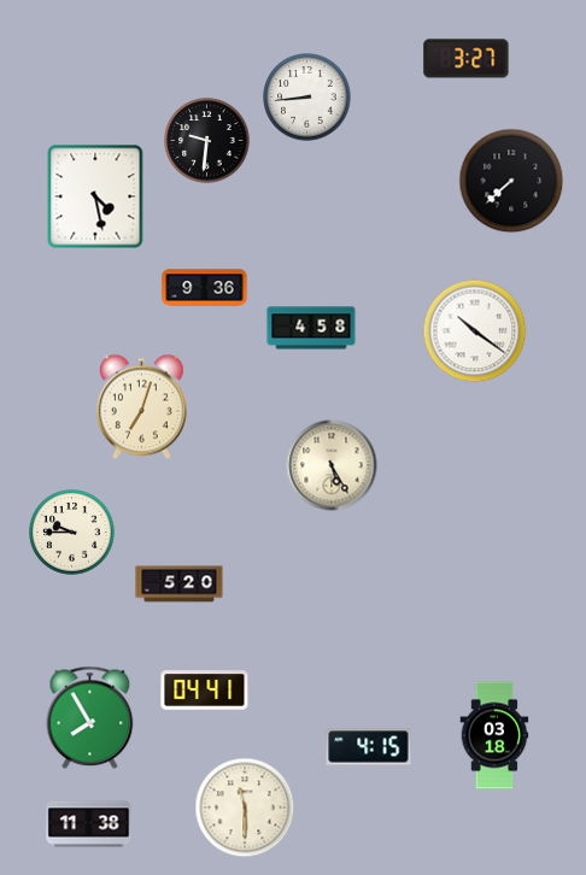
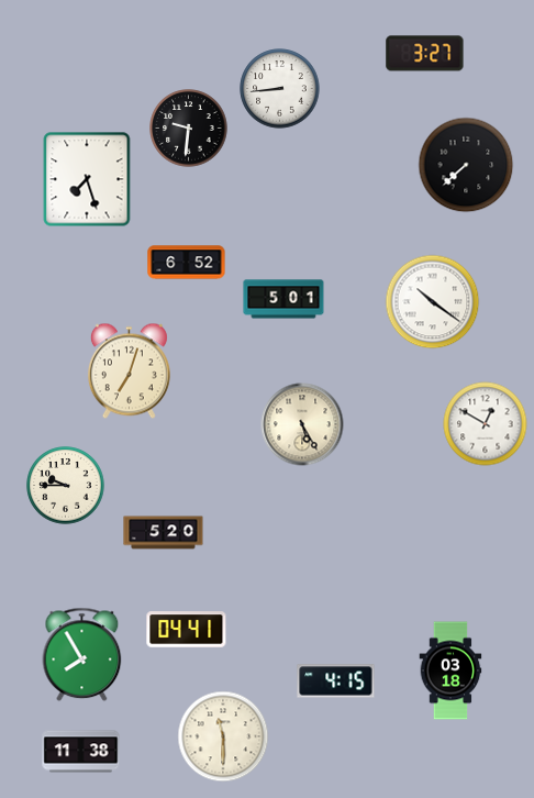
clock at (95, 196): 4:28 -> 7:27
clock at (205, 288): 9:36 -> 6:52
clock at (311, 328): 4:58 -> 5:01
clock at (486, 424): none -> 12:50
